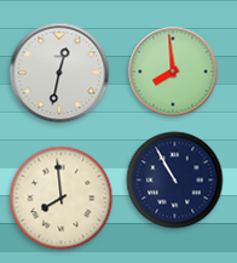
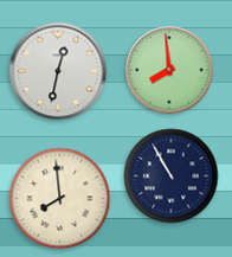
clock at (62, 199) position: (62, 199) -> (60, 199)
